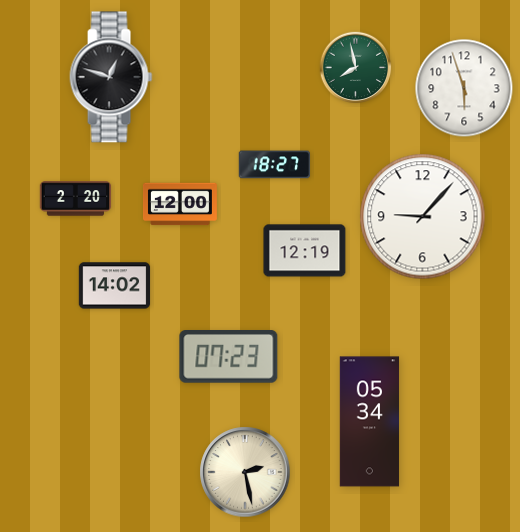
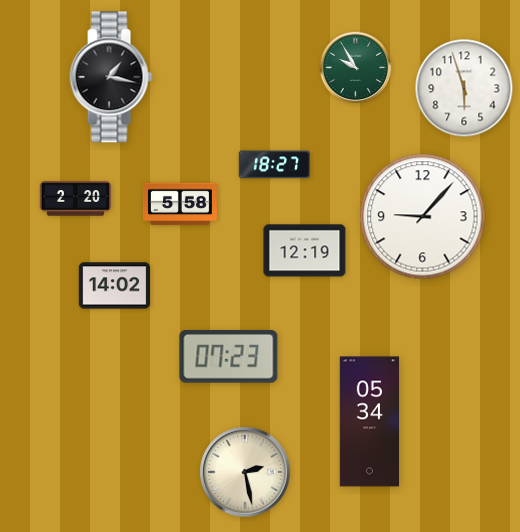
clock at (356, 68): 7:58 -> 9:55
clock at (111, 77): 12:48 -> 1:17
clock at (180, 204): 12:00 -> 5:58
